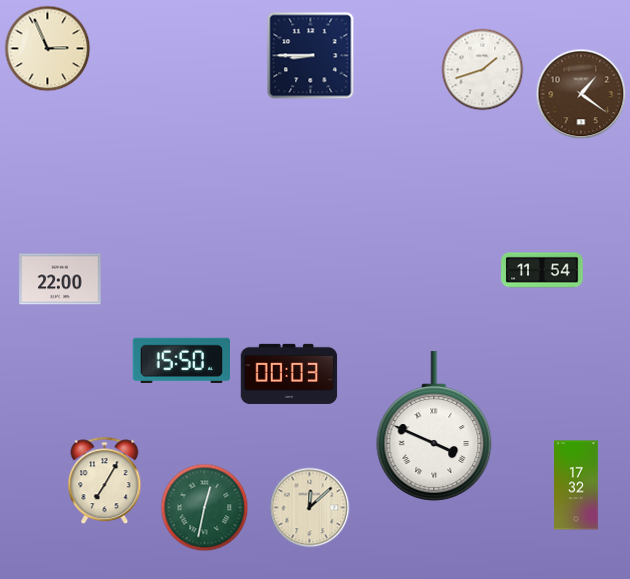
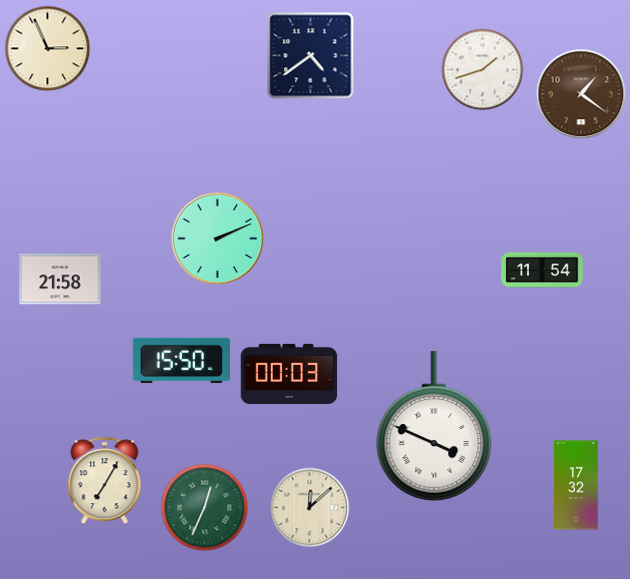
clock at (311, 56): 8:45 -> 4:39
clock at (218, 239): none -> 2:11
clock at (60, 279): 22:00 -> 21:58
clock at (205, 508): 12:32 -> 12:34
